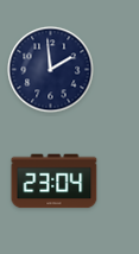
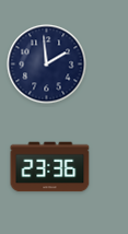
clock at (55, 182): 23:04 -> 23:36
